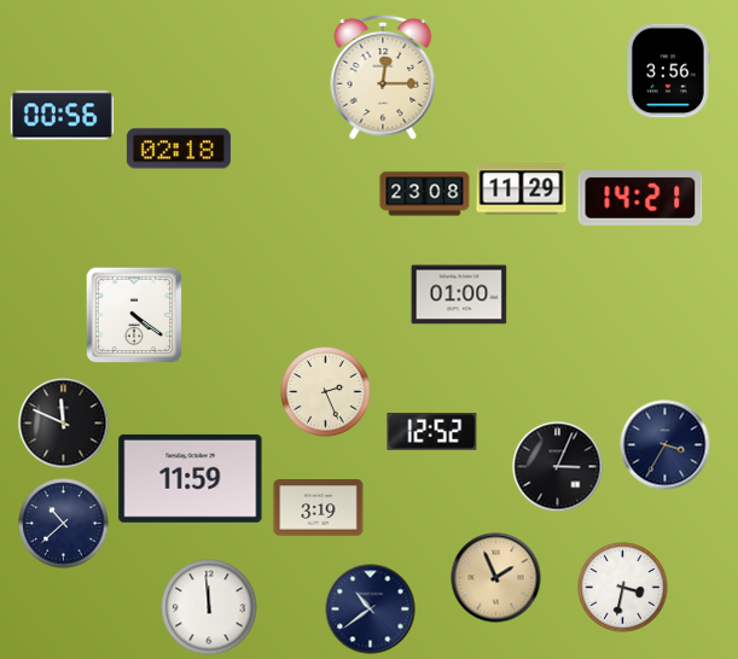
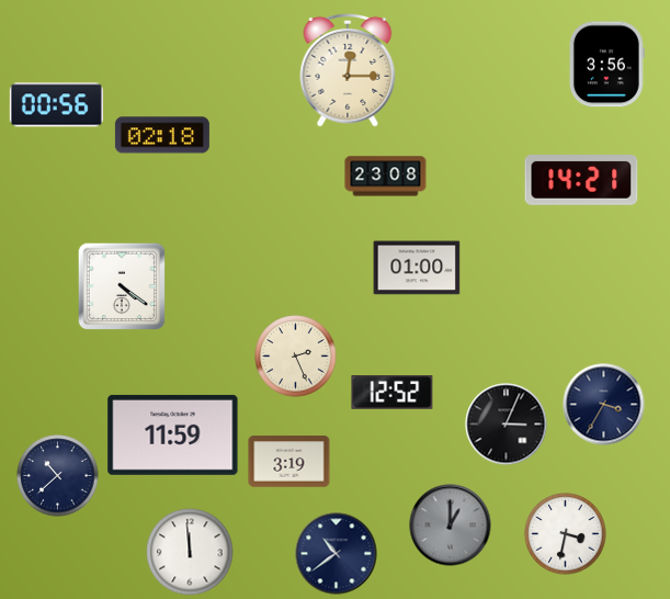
clock at (522, 189): 11:29 -> none
clock at (64, 424): 11:49 -> none
clock at (496, 578): 1:56 -> 1:00
clock at (496, 578) dial: champagne -> grey
